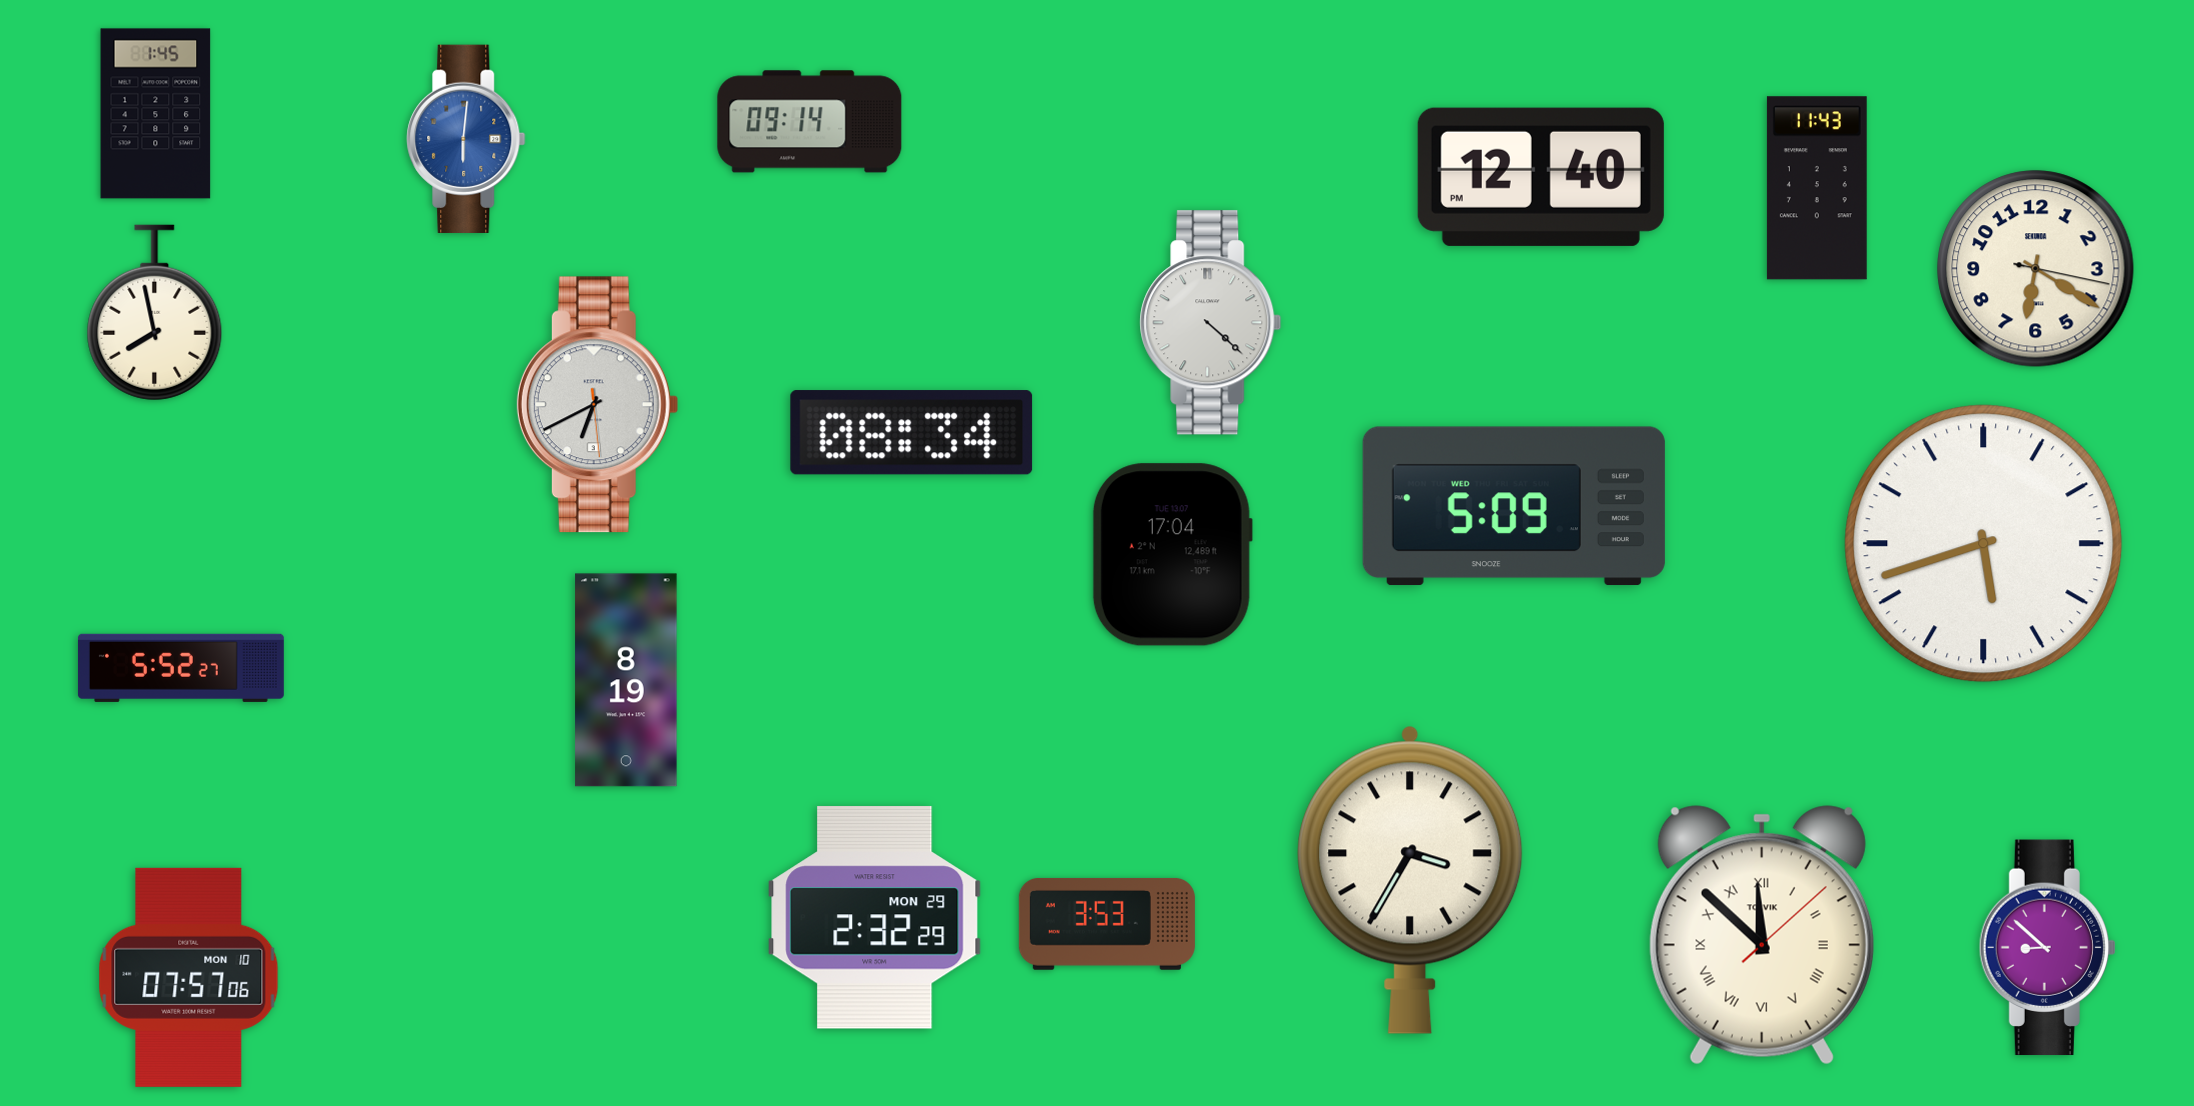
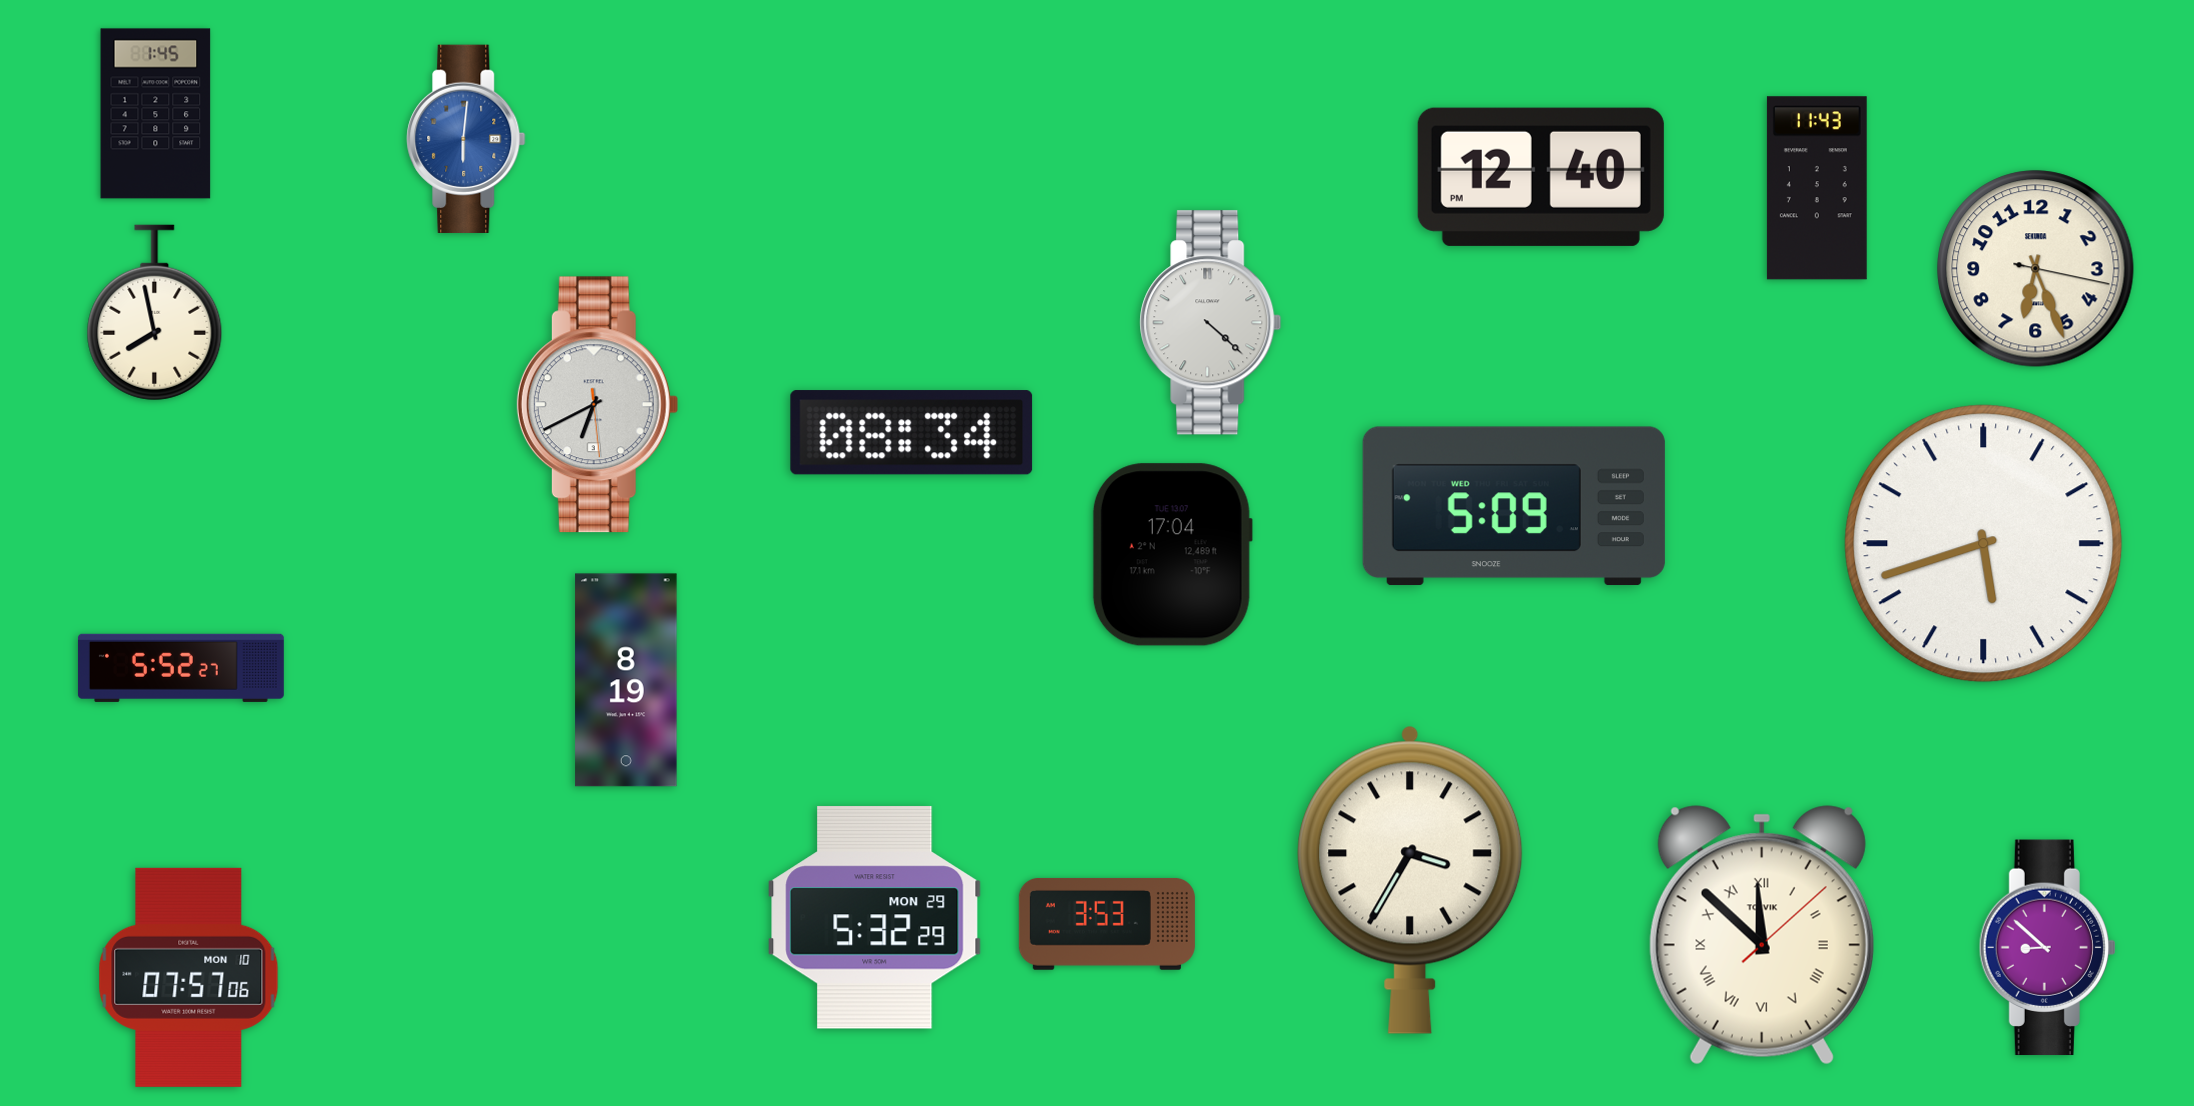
clock at (810, 122): 09:14 -> none
clock at (2036, 269): 6:20 -> 6:26
clock at (875, 917): 2:32 -> 5:32
